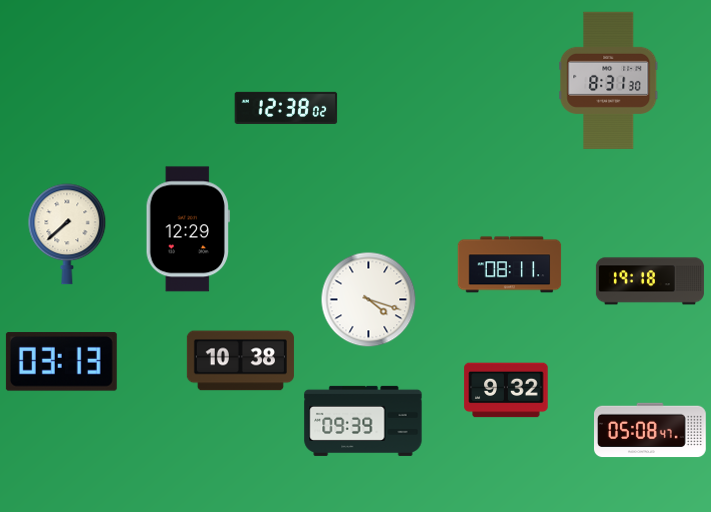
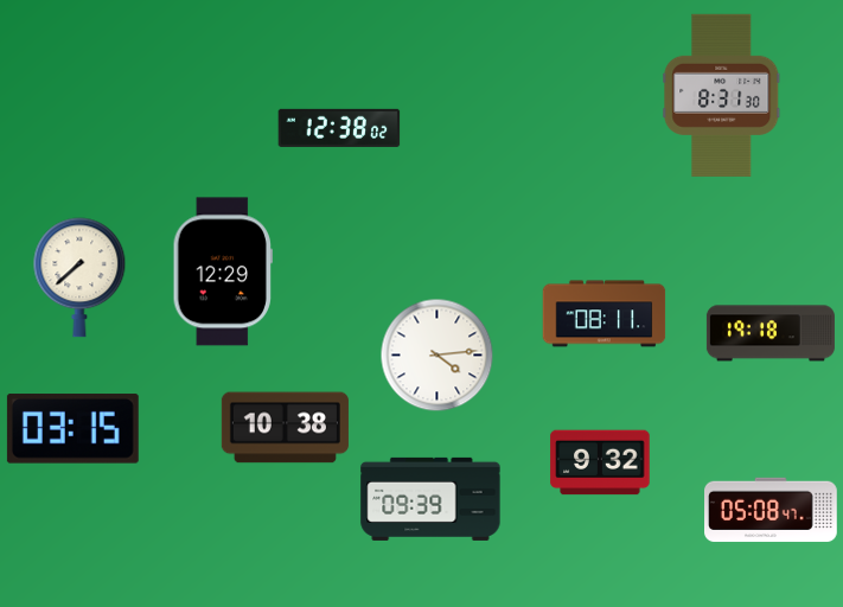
clock at (369, 300): 4:18 -> 4:14
clock at (61, 362): 03:13 -> 03:15
